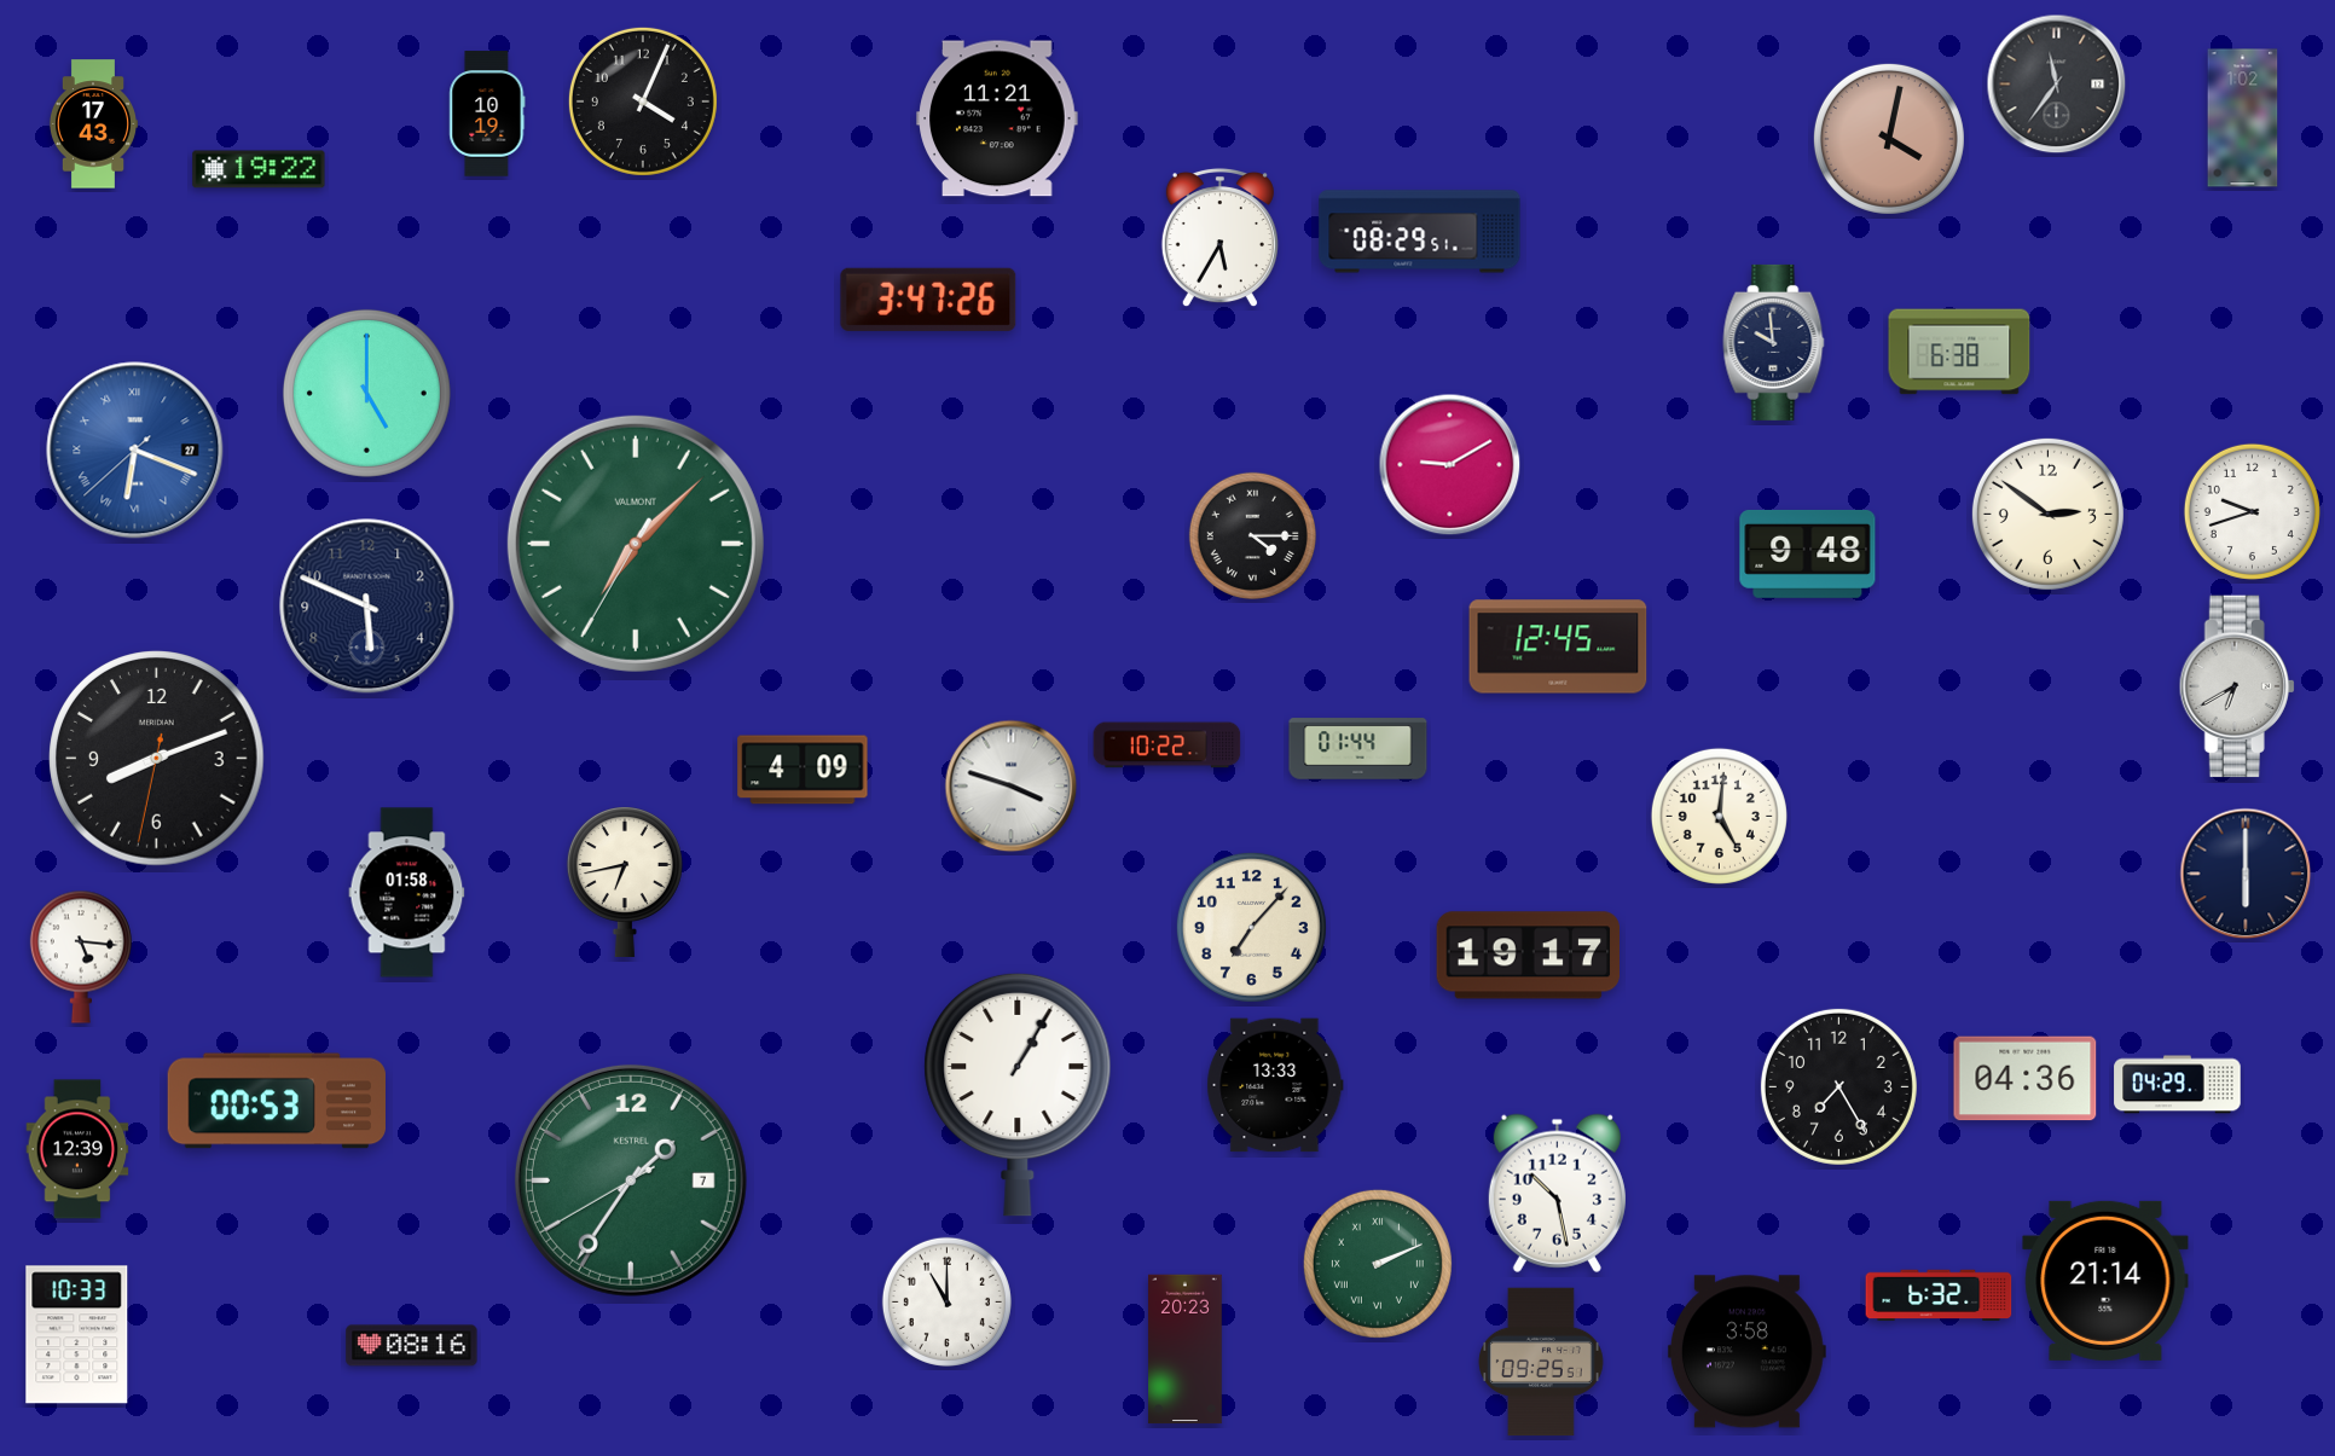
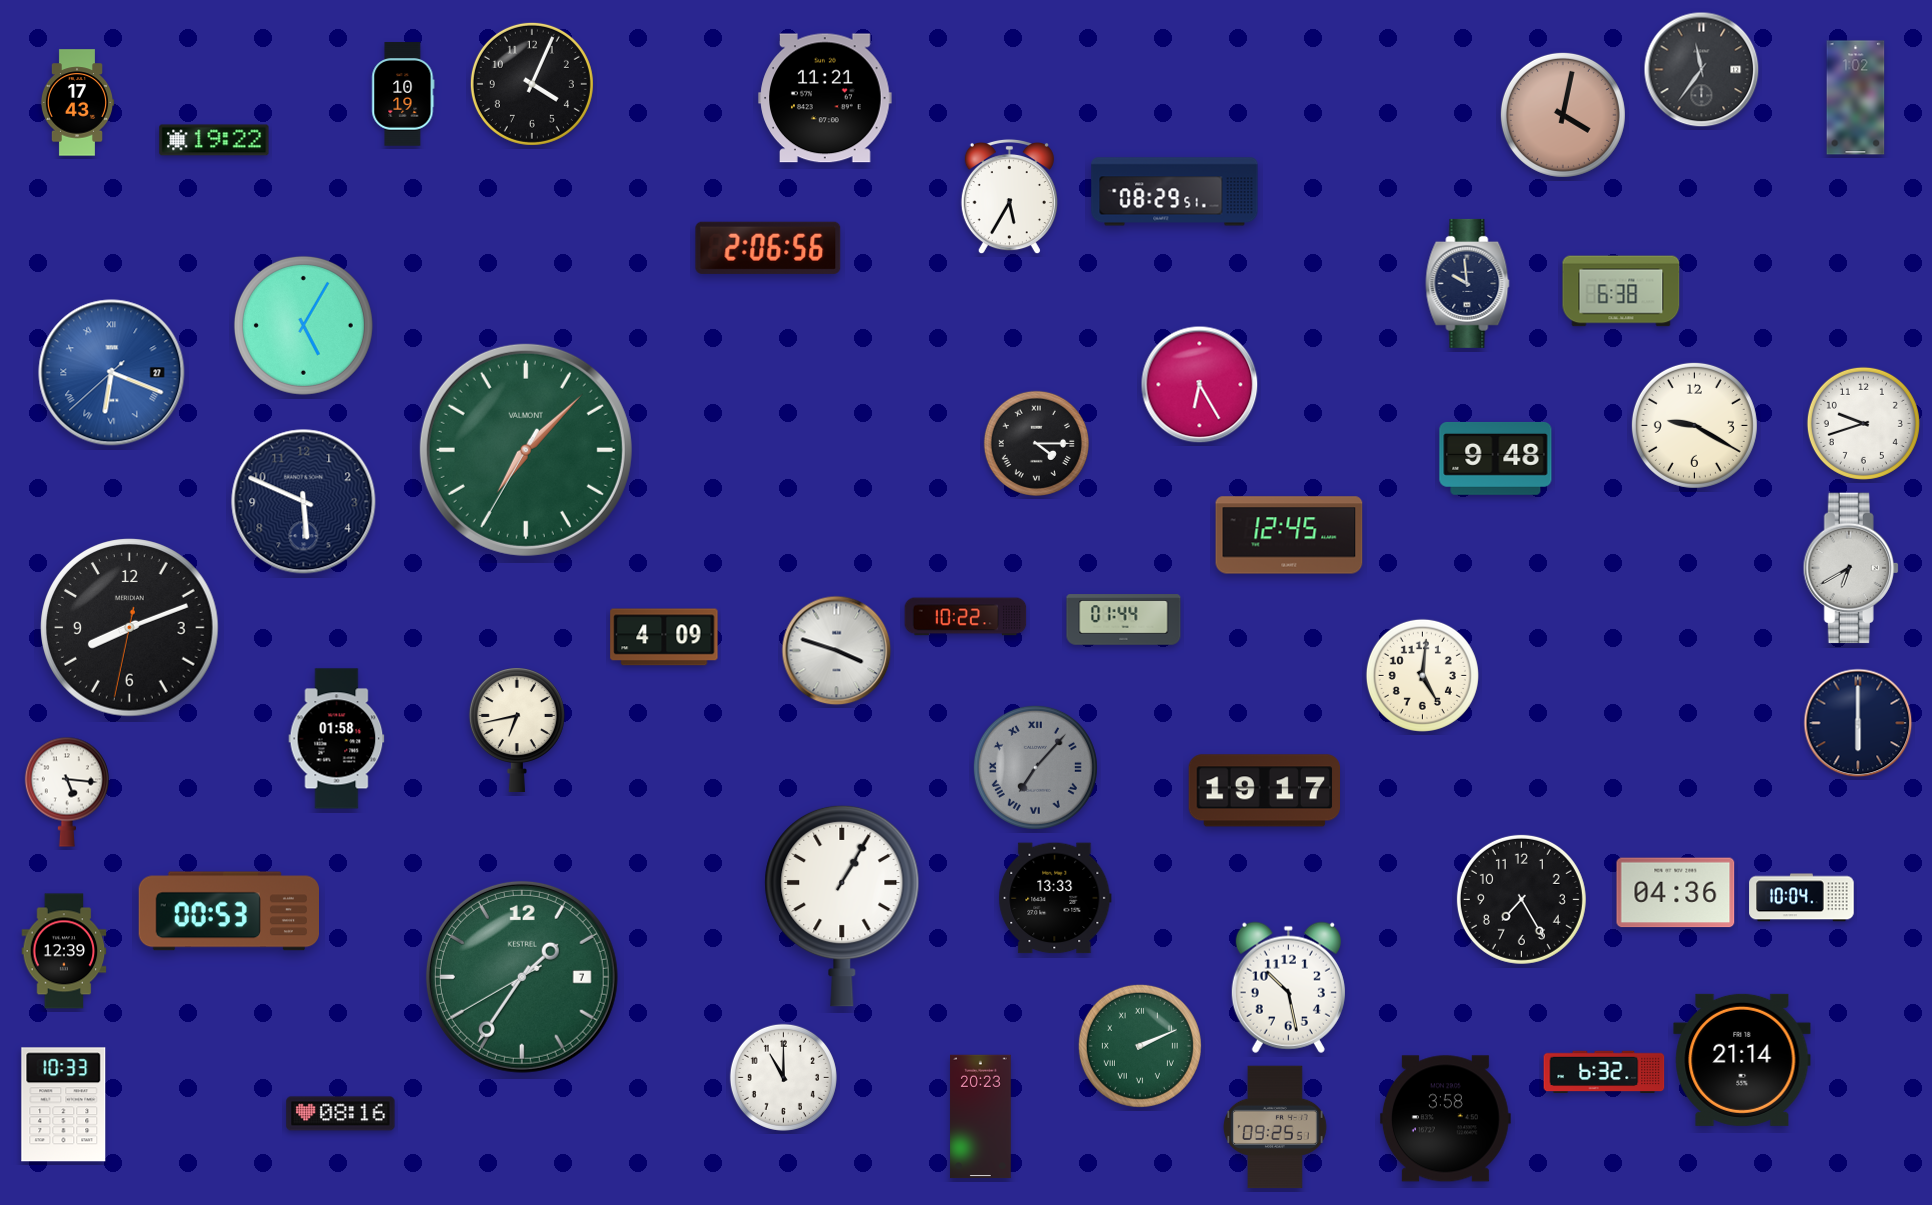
clock at (928, 300): 3:47 -> 2:06
clock at (366, 393): 5:00 -> 5:05
clock at (1450, 465): 9:10 -> 6:25
clock at (2047, 514): 2:51 -> 9:20
clock at (1251, 927) dial: cream -> grey
clock at (1251, 927) numerals: Arabic -> Roman
clock at (2178, 1085): 04:29 -> 10:04
